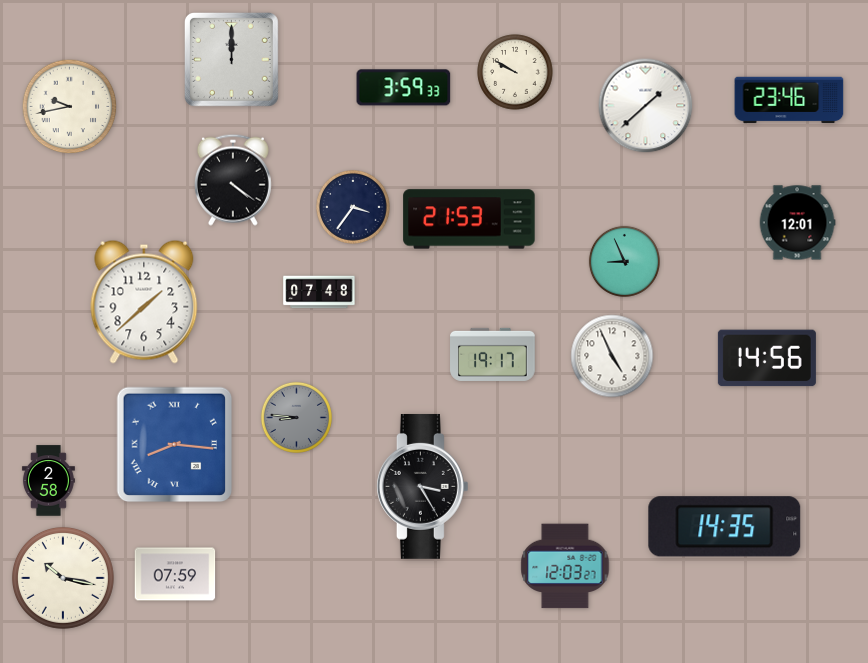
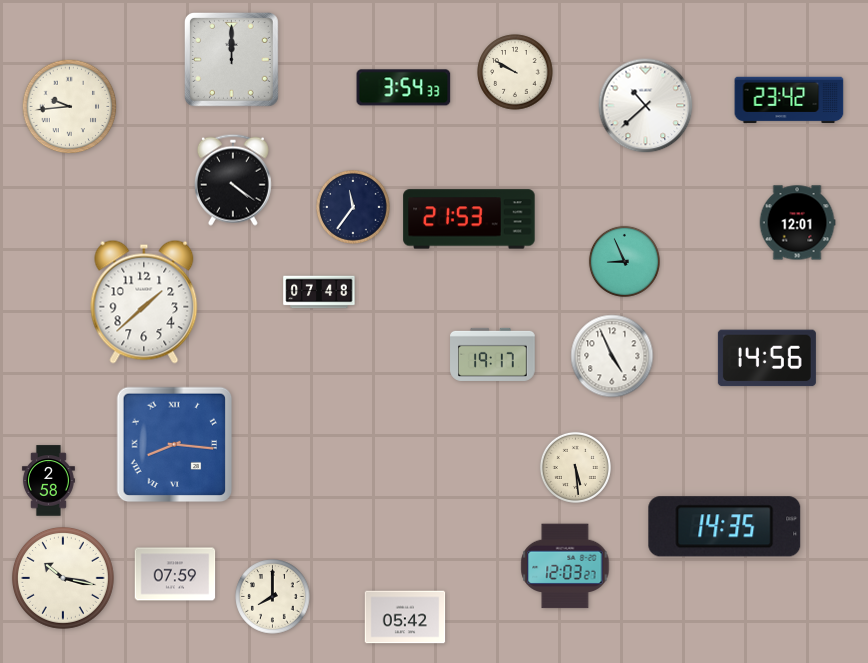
clock at (404, 88): 3:59 -> 3:54
clock at (789, 100): 23:46 -> 23:42
clock at (646, 106): 1:38 -> 10:38
clock at (70, 107): 9:43 -> 9:44
clock at (354, 208): 3:36 -> 11:36
clock at (296, 417): 8:46 -> none
clock at (575, 467): none -> 5:29
clock at (422, 486): 3:25 -> none
clock at (273, 597): none -> 8:00
clock at (405, 617): none -> 05:42
